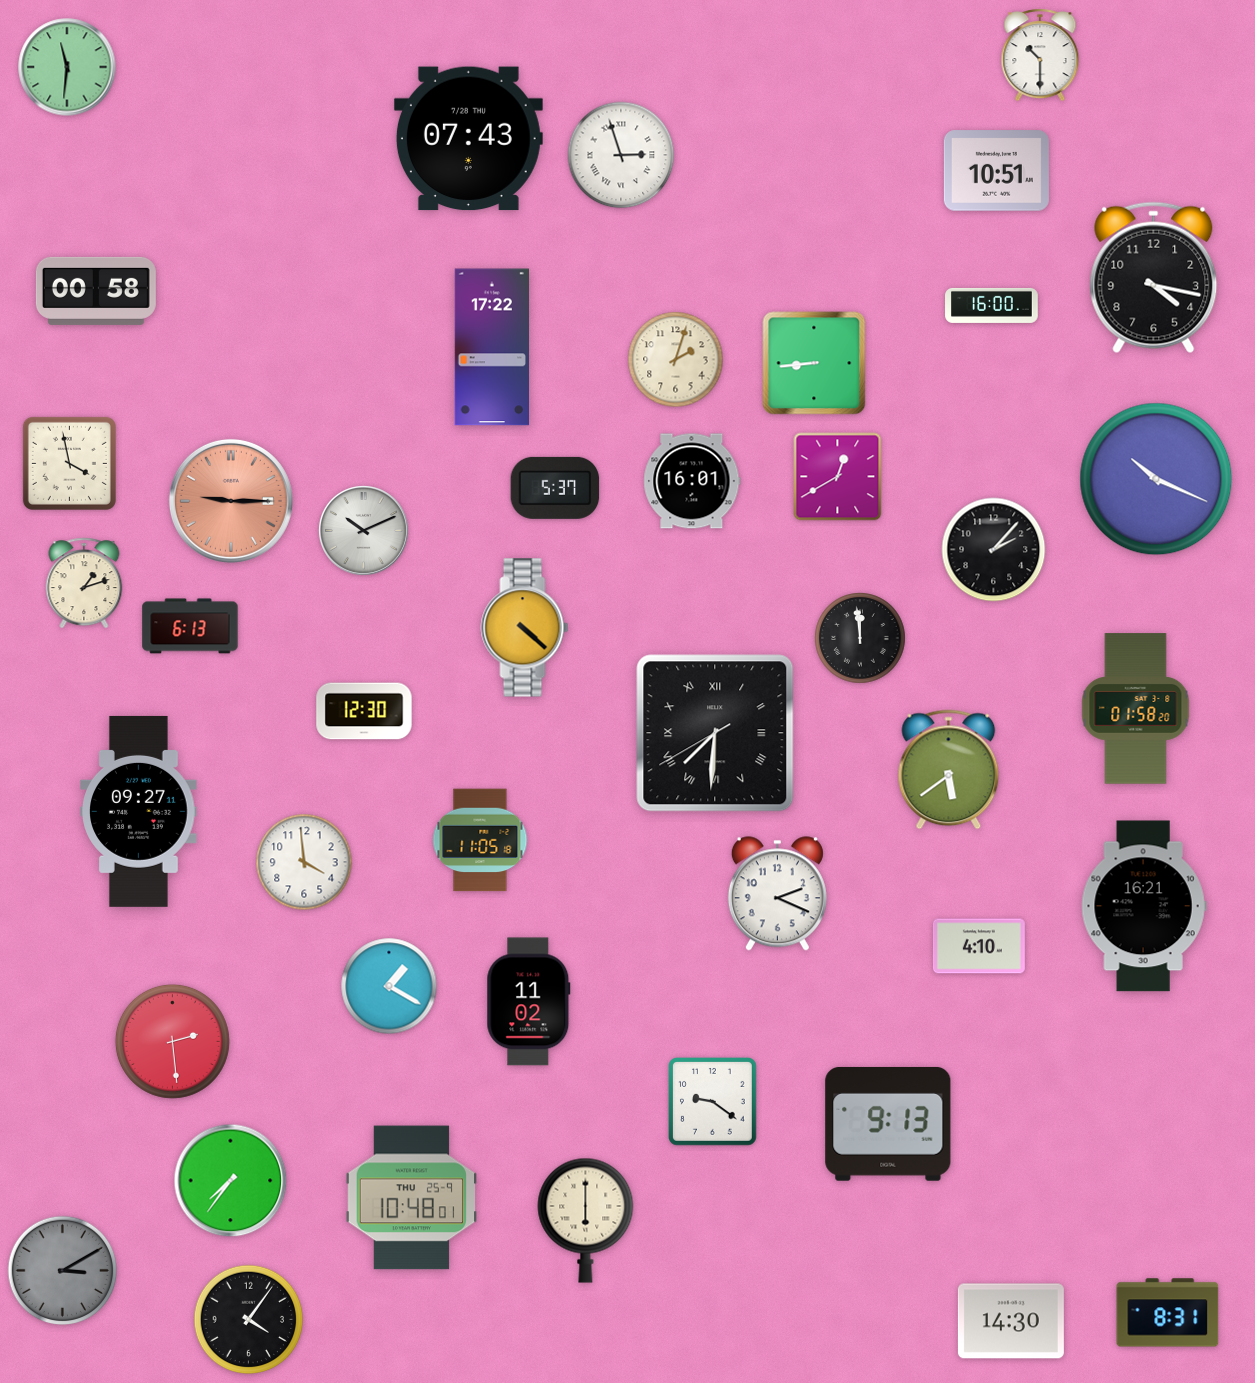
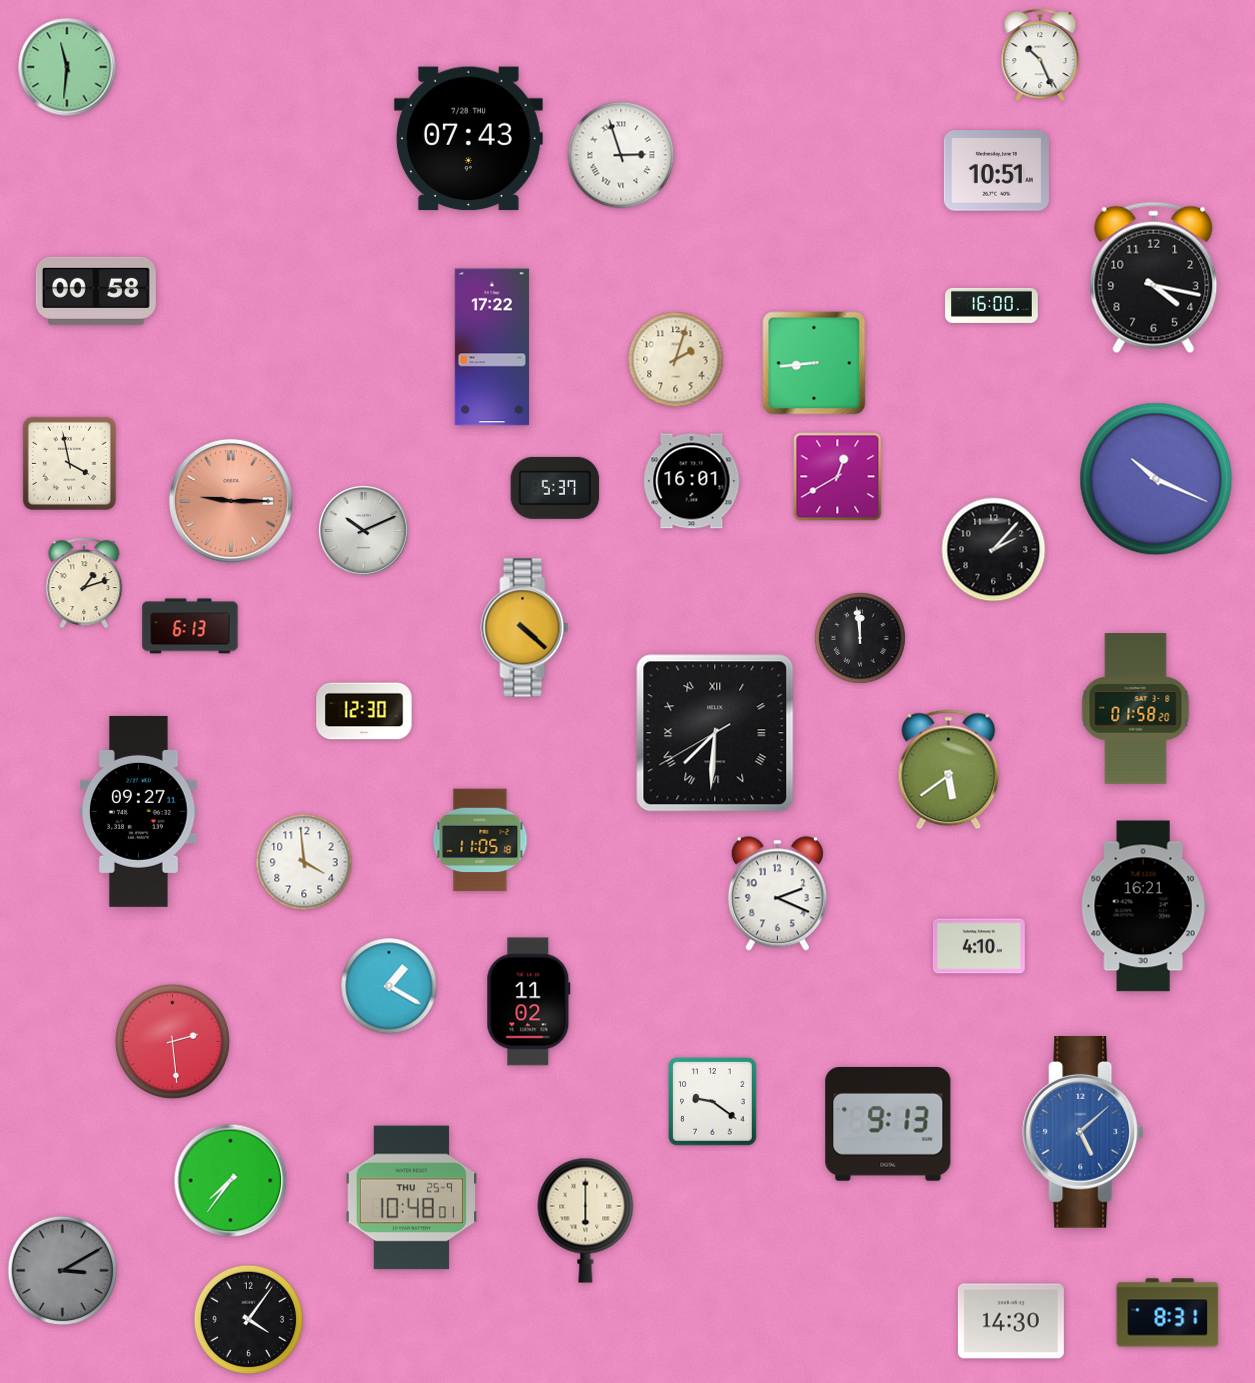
clock at (1040, 55): 10:30 -> 10:26
clock at (1083, 1132): none -> 5:08
